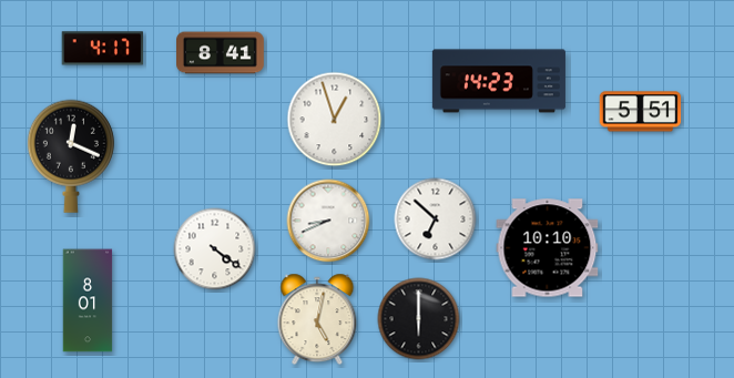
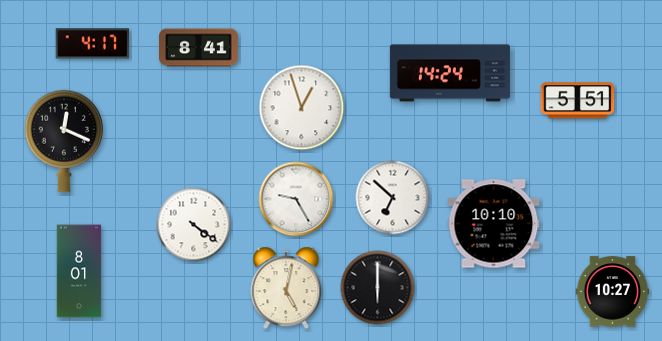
clock at (499, 81): 14:23 -> 14:24
clock at (328, 221): 8:41 -> 9:25
clock at (613, 292): none -> 10:27
